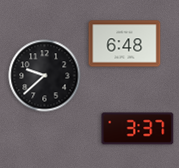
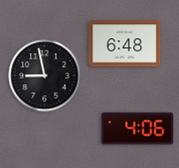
clock at (45, 76): 9:38 -> 8:58
clock at (138, 129): 3:37 -> 4:06
